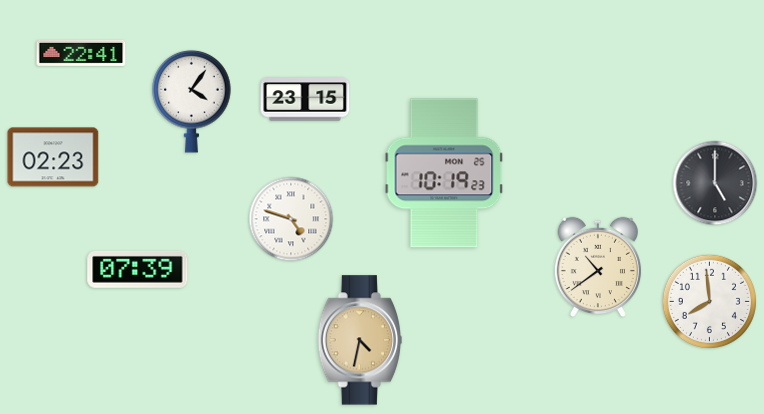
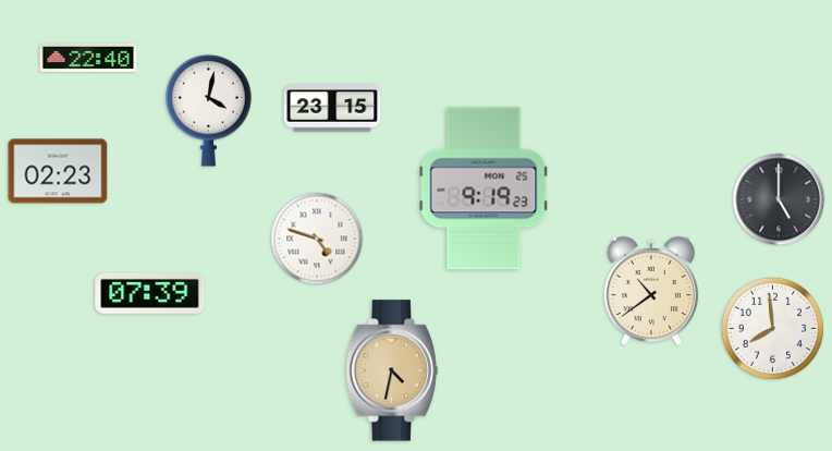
clock at (81, 53): 22:41 -> 22:40
clock at (192, 101): 4:06 -> 4:02
clock at (444, 173): 10:19 -> 9:19
